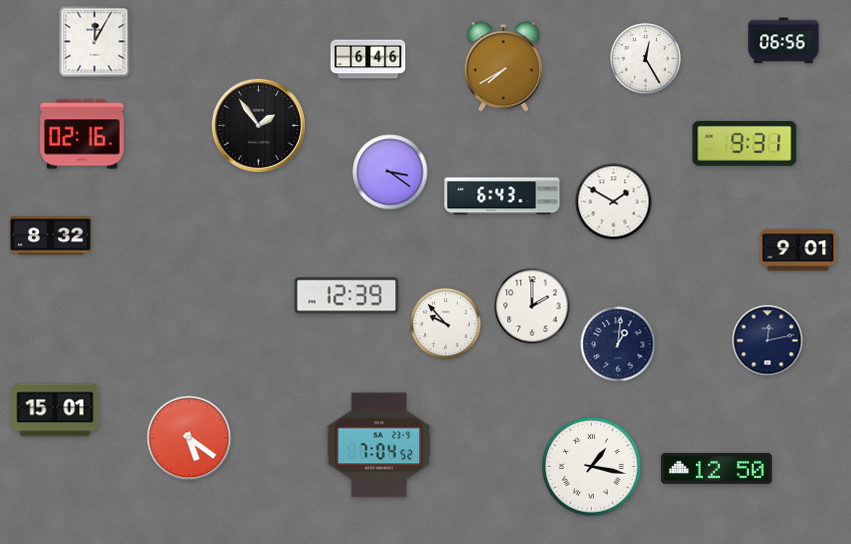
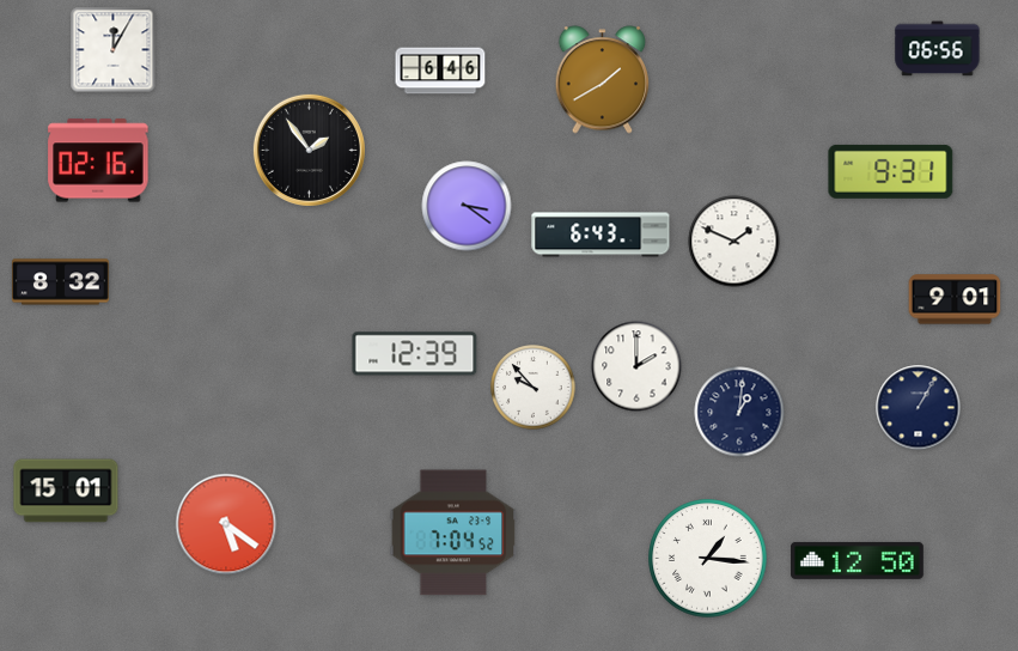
clock at (646, 59): 12:25 -> none
clock at (504, 67): 7:40 -> 1:40
clock at (614, 202): 1:50 -> 1:49
clock at (768, 341): 12:13 -> 1:05
clock at (592, 467): 1:17 -> 1:16
